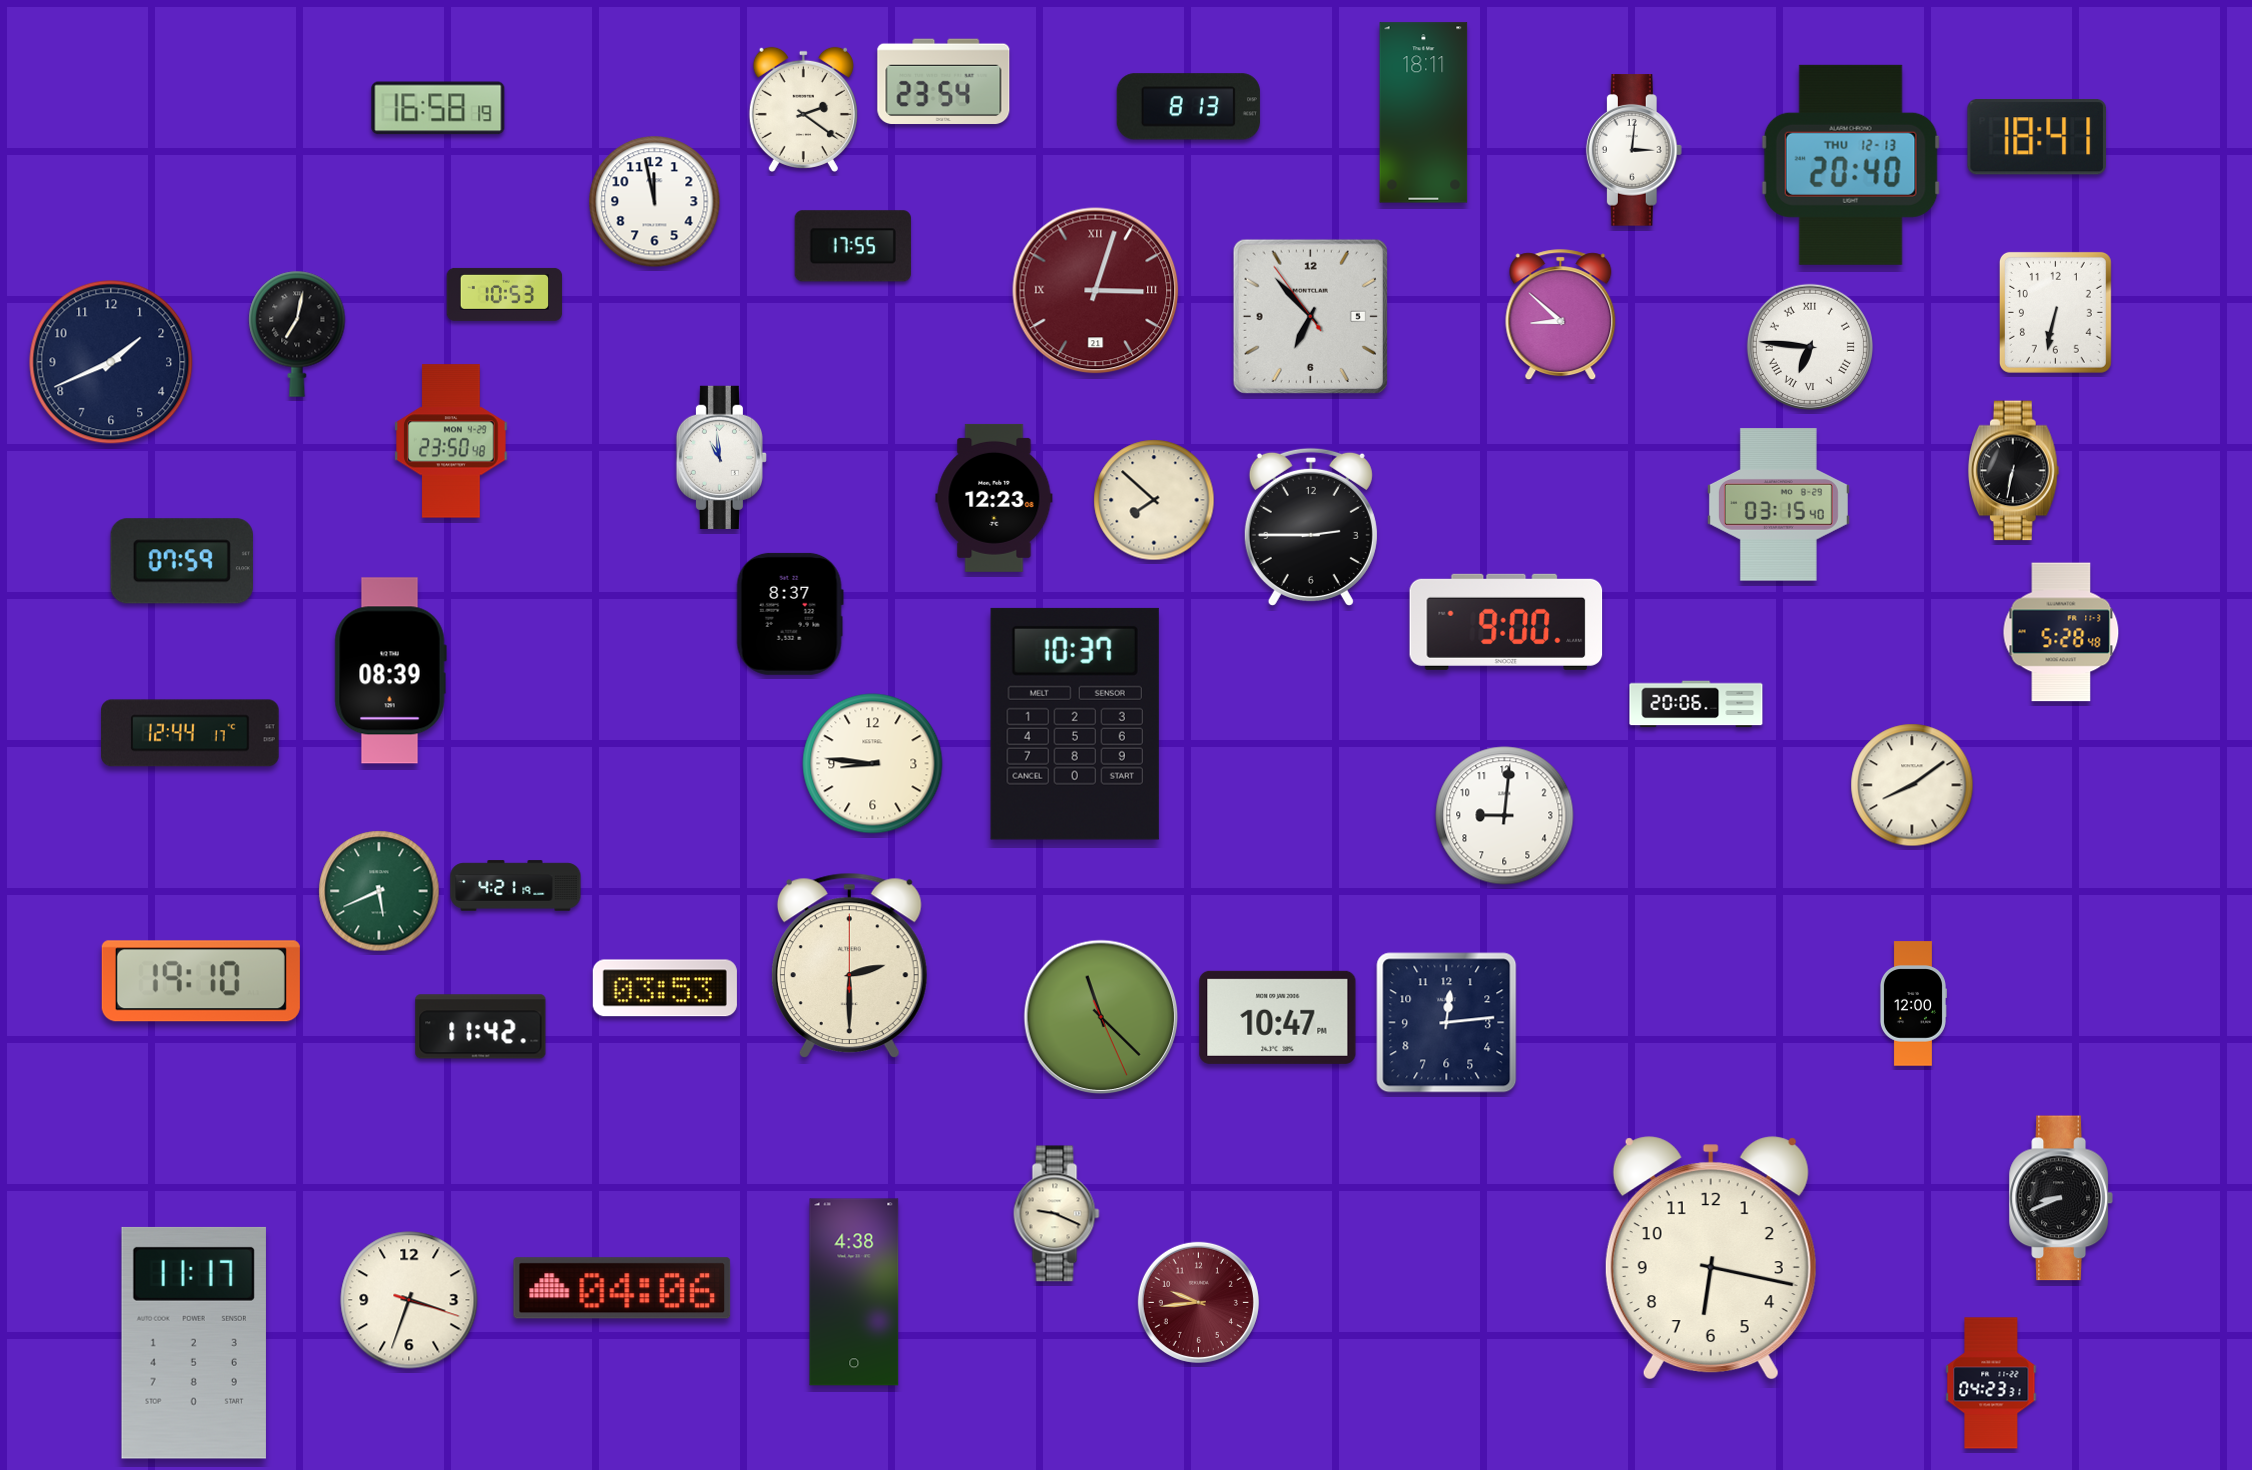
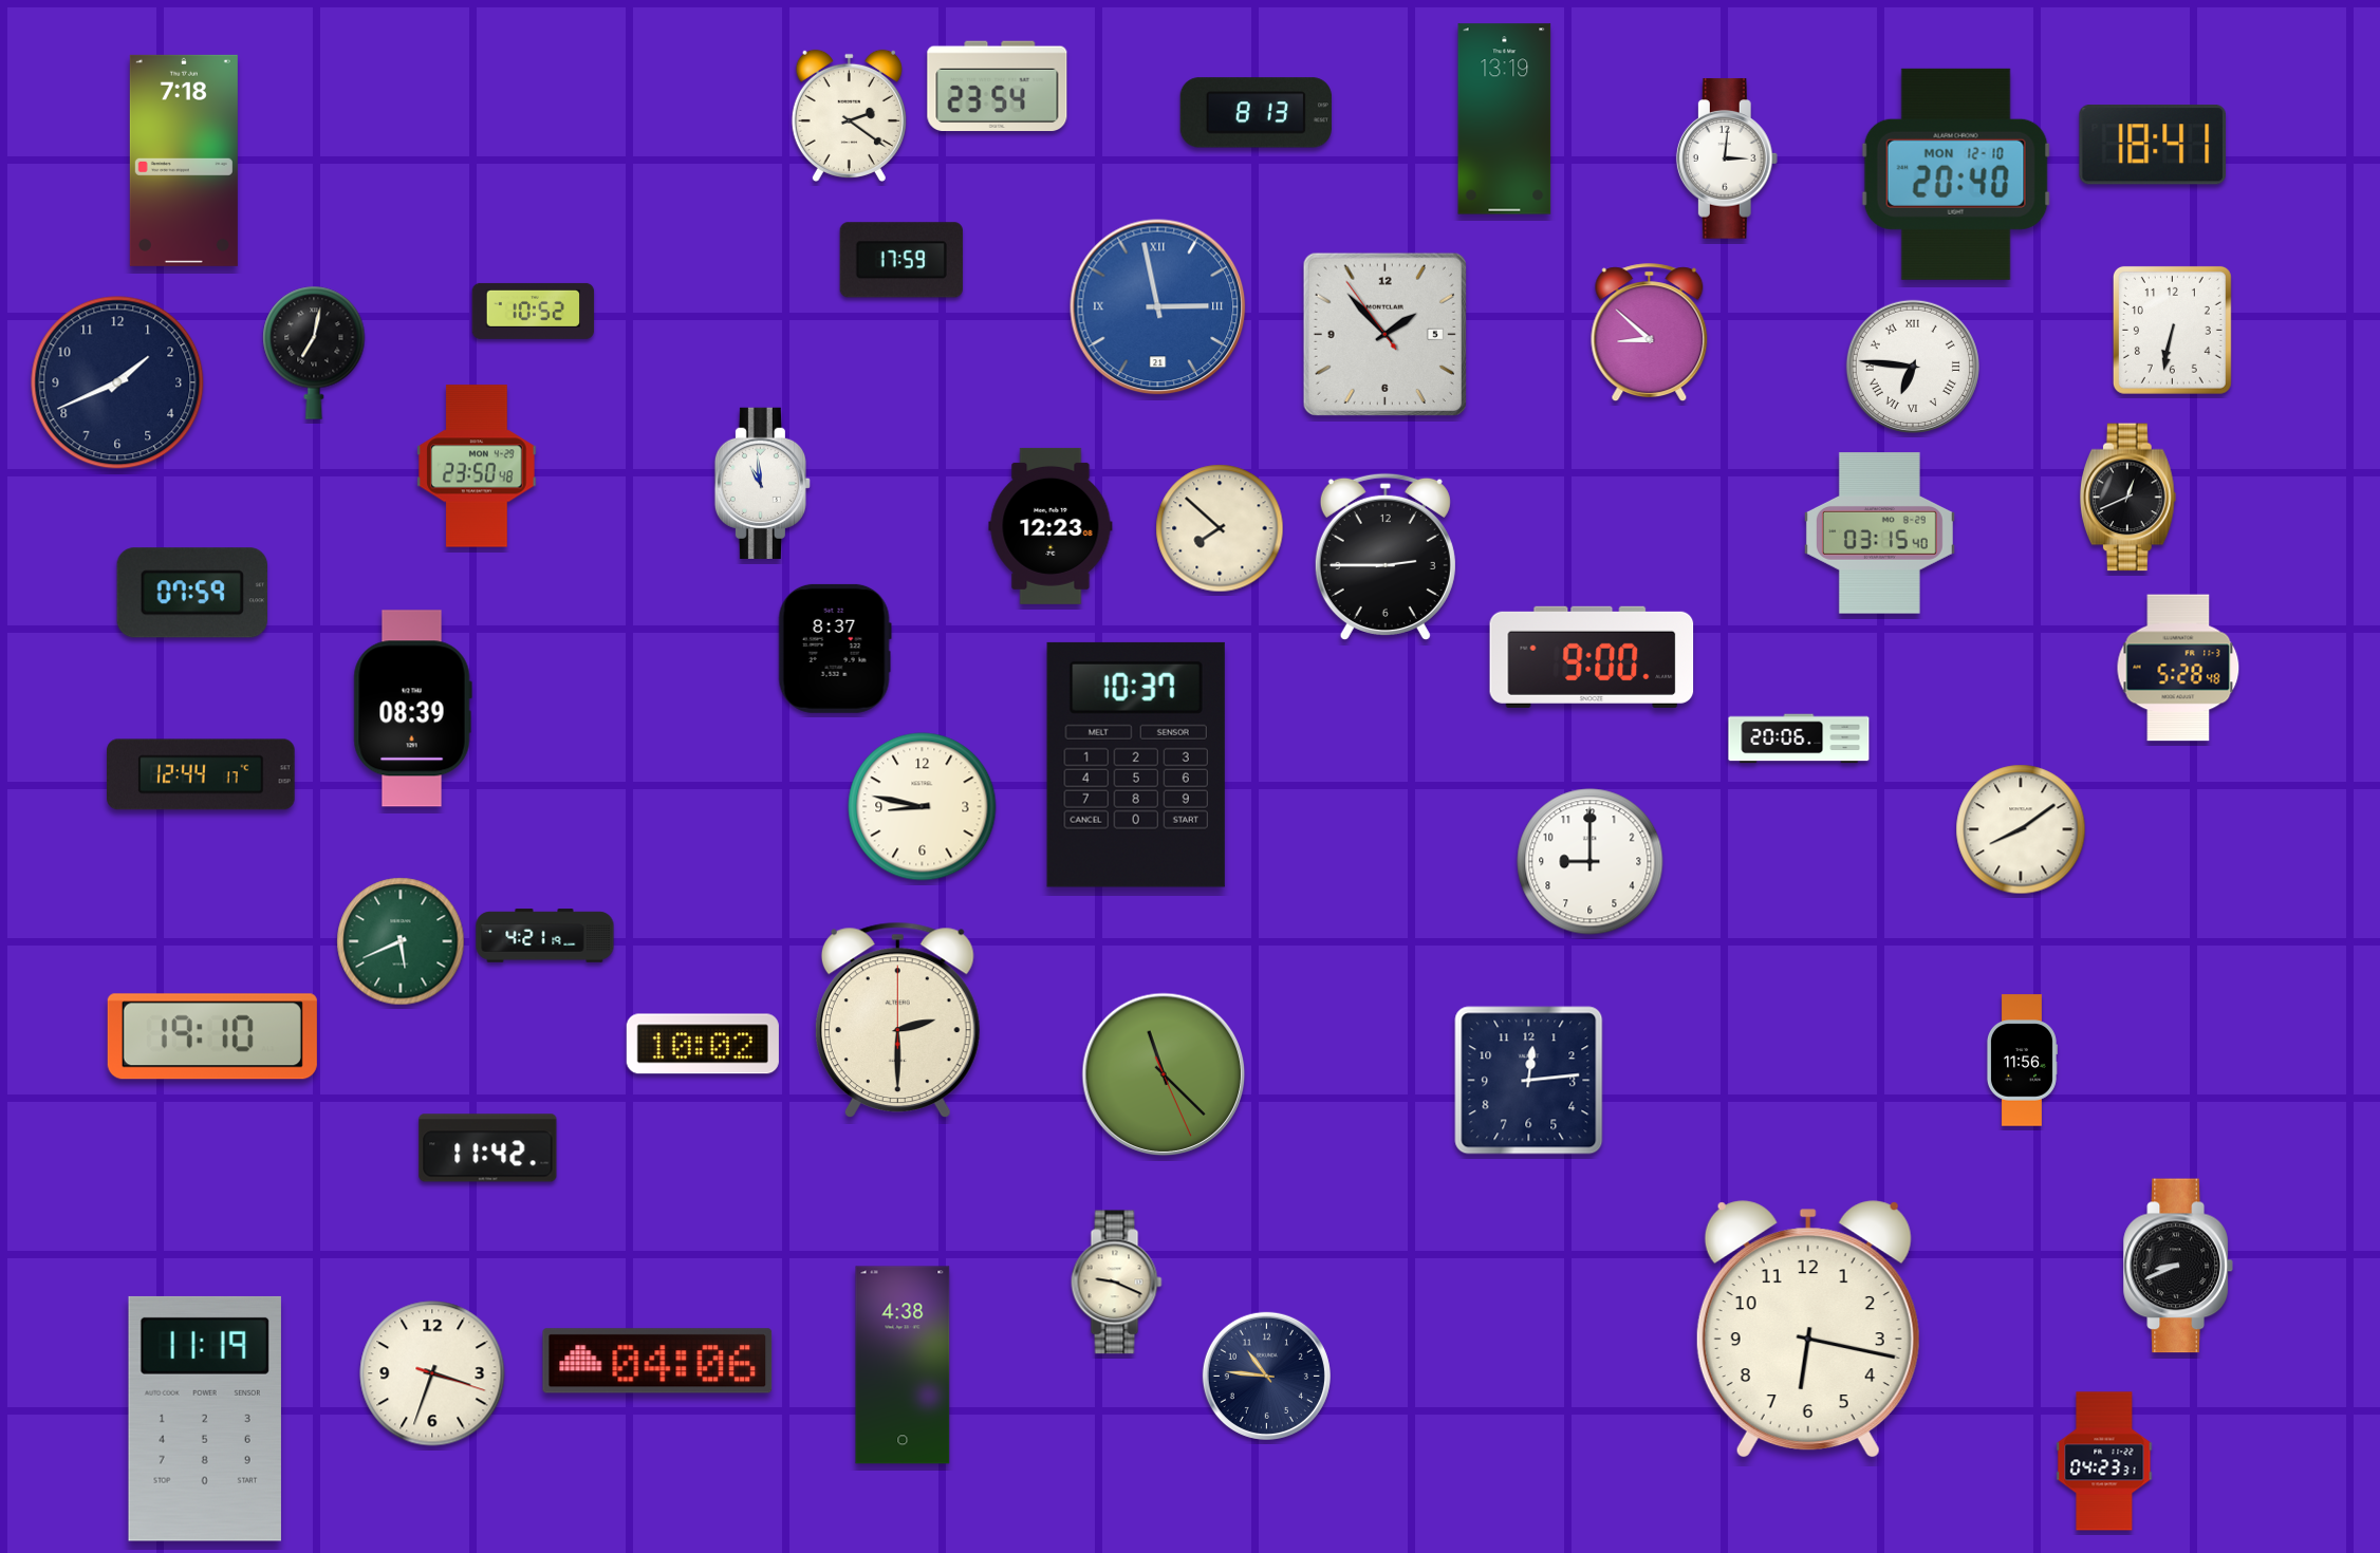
clock at (438, 108): 16:58 -> none
clock at (1424, 113): 18:11 -> 13:19
clock at (184, 161): none -> 7:18
clock at (1851, 165) date: THU 12-13 -> MON 12-10
clock at (655, 202): 11:58 -> none
clock at (853, 246): 17:55 -> 17:59
clock at (1096, 291): 3:03 -> 2:58
clock at (1096, 291) dial: burgundy -> blue
clock at (505, 294): 10:53 -> 10:52
clock at (1310, 316): 6:52 -> 1:52
clock at (2013, 471): 6:32 -> 12:41
clock at (1696, 704) position: (1696, 704) -> (1799, 738)
clock at (873, 764): 8:46 -> 8:47
clock at (1505, 816): 9:01 -> 9:00
clock at (665, 988): 03:53 -> 10:02
clock at (1913, 1004): 12:00 -> 11:56
clock at (1278, 1017): 10:47 -> none
clock at (481, 1027) position: (481, 1027) -> (488, 1148)
clock at (1198, 1302): 9:44 -> 10:46
clock at (1198, 1302) dial: burgundy -> navy
clock at (194, 1343): 11:17 -> 11:19
